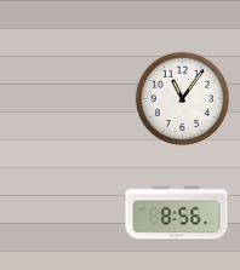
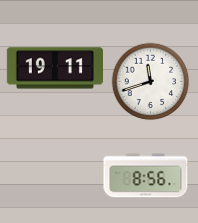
clock at (54, 68): none -> 19:11
clock at (183, 99): 11:06 -> 11:42
